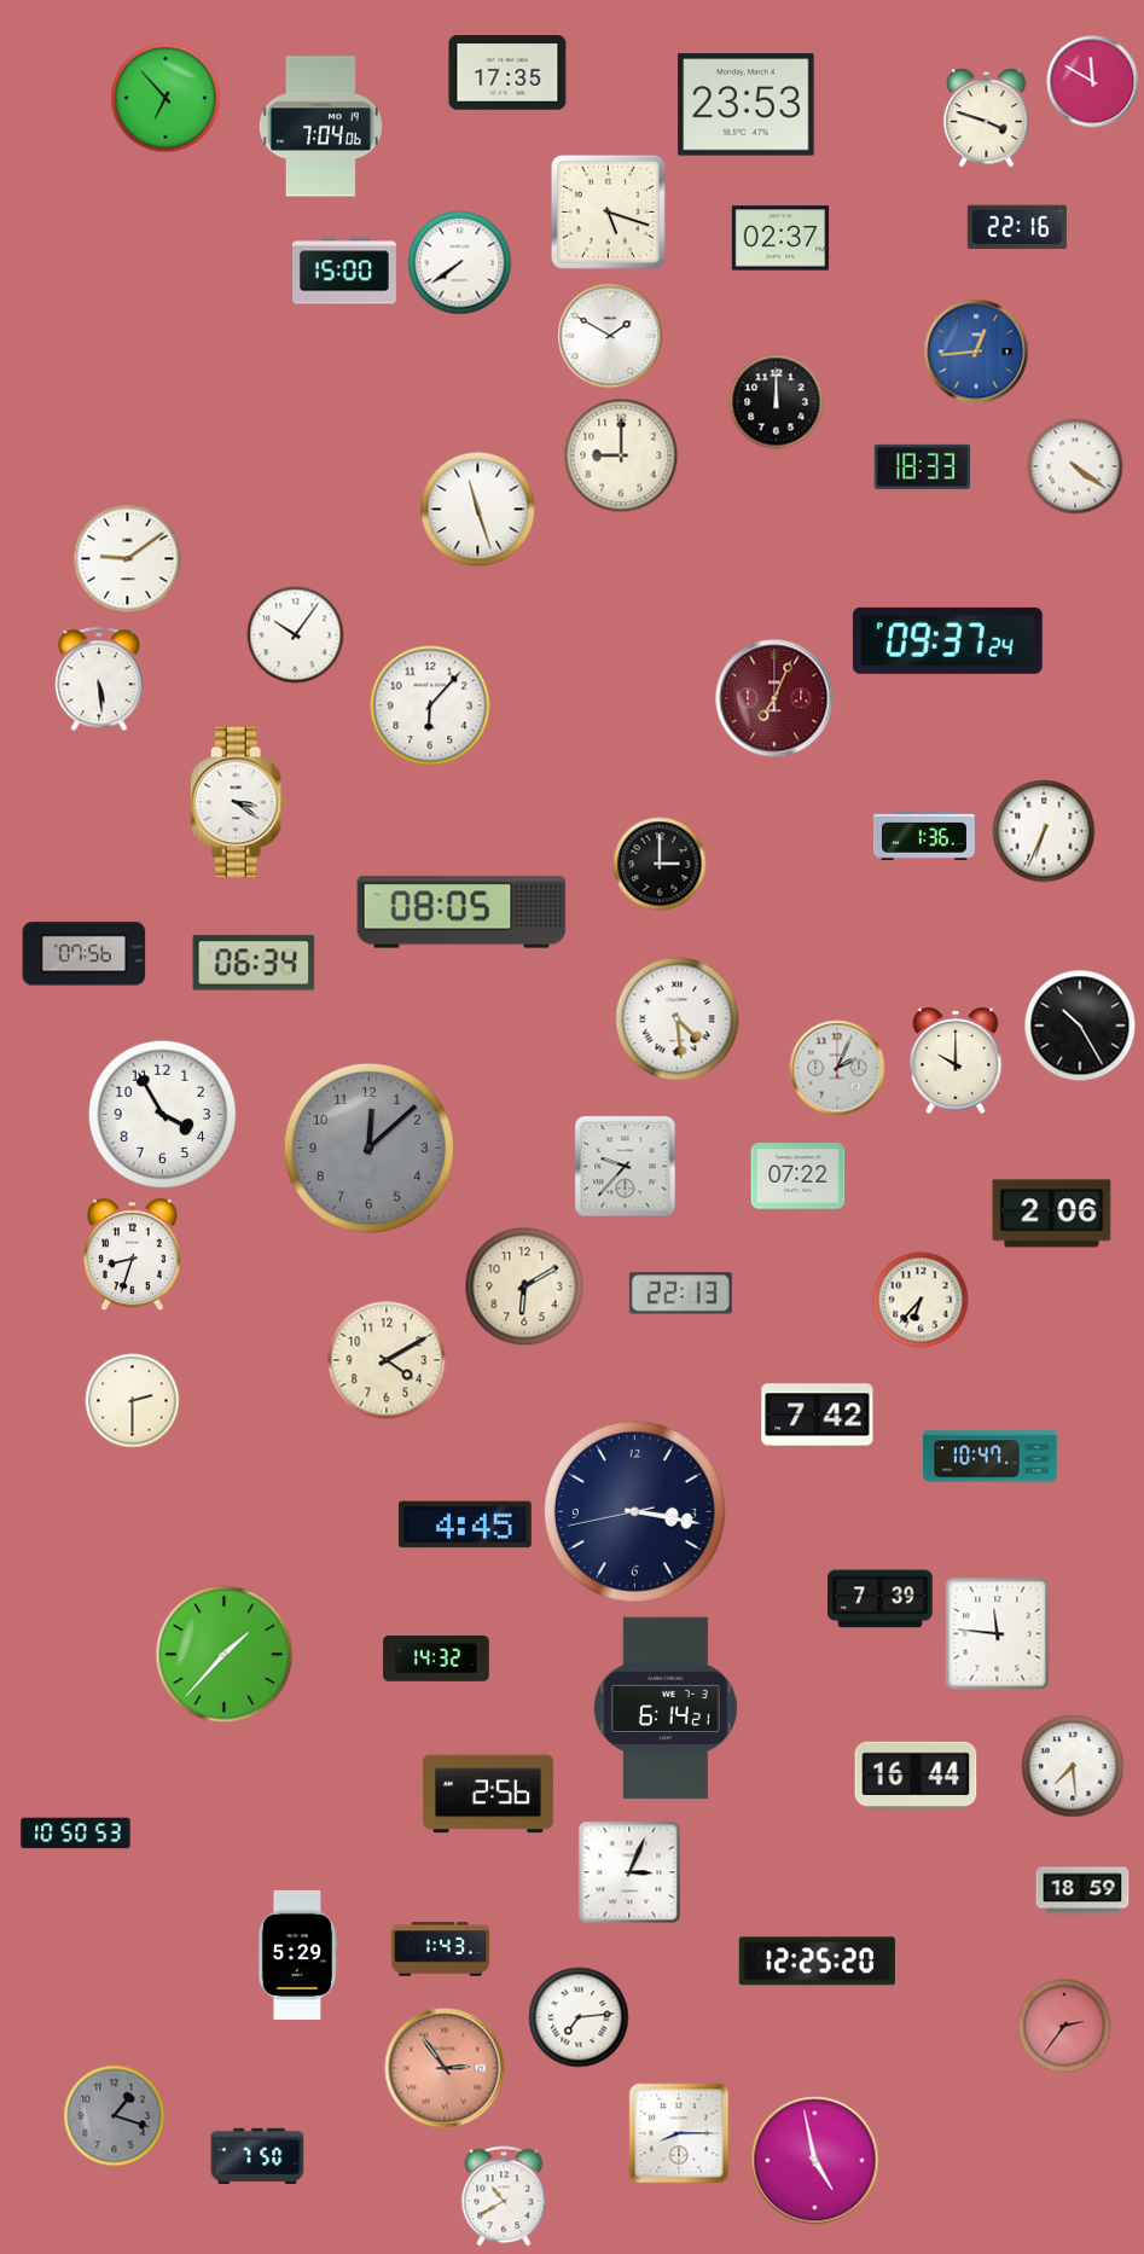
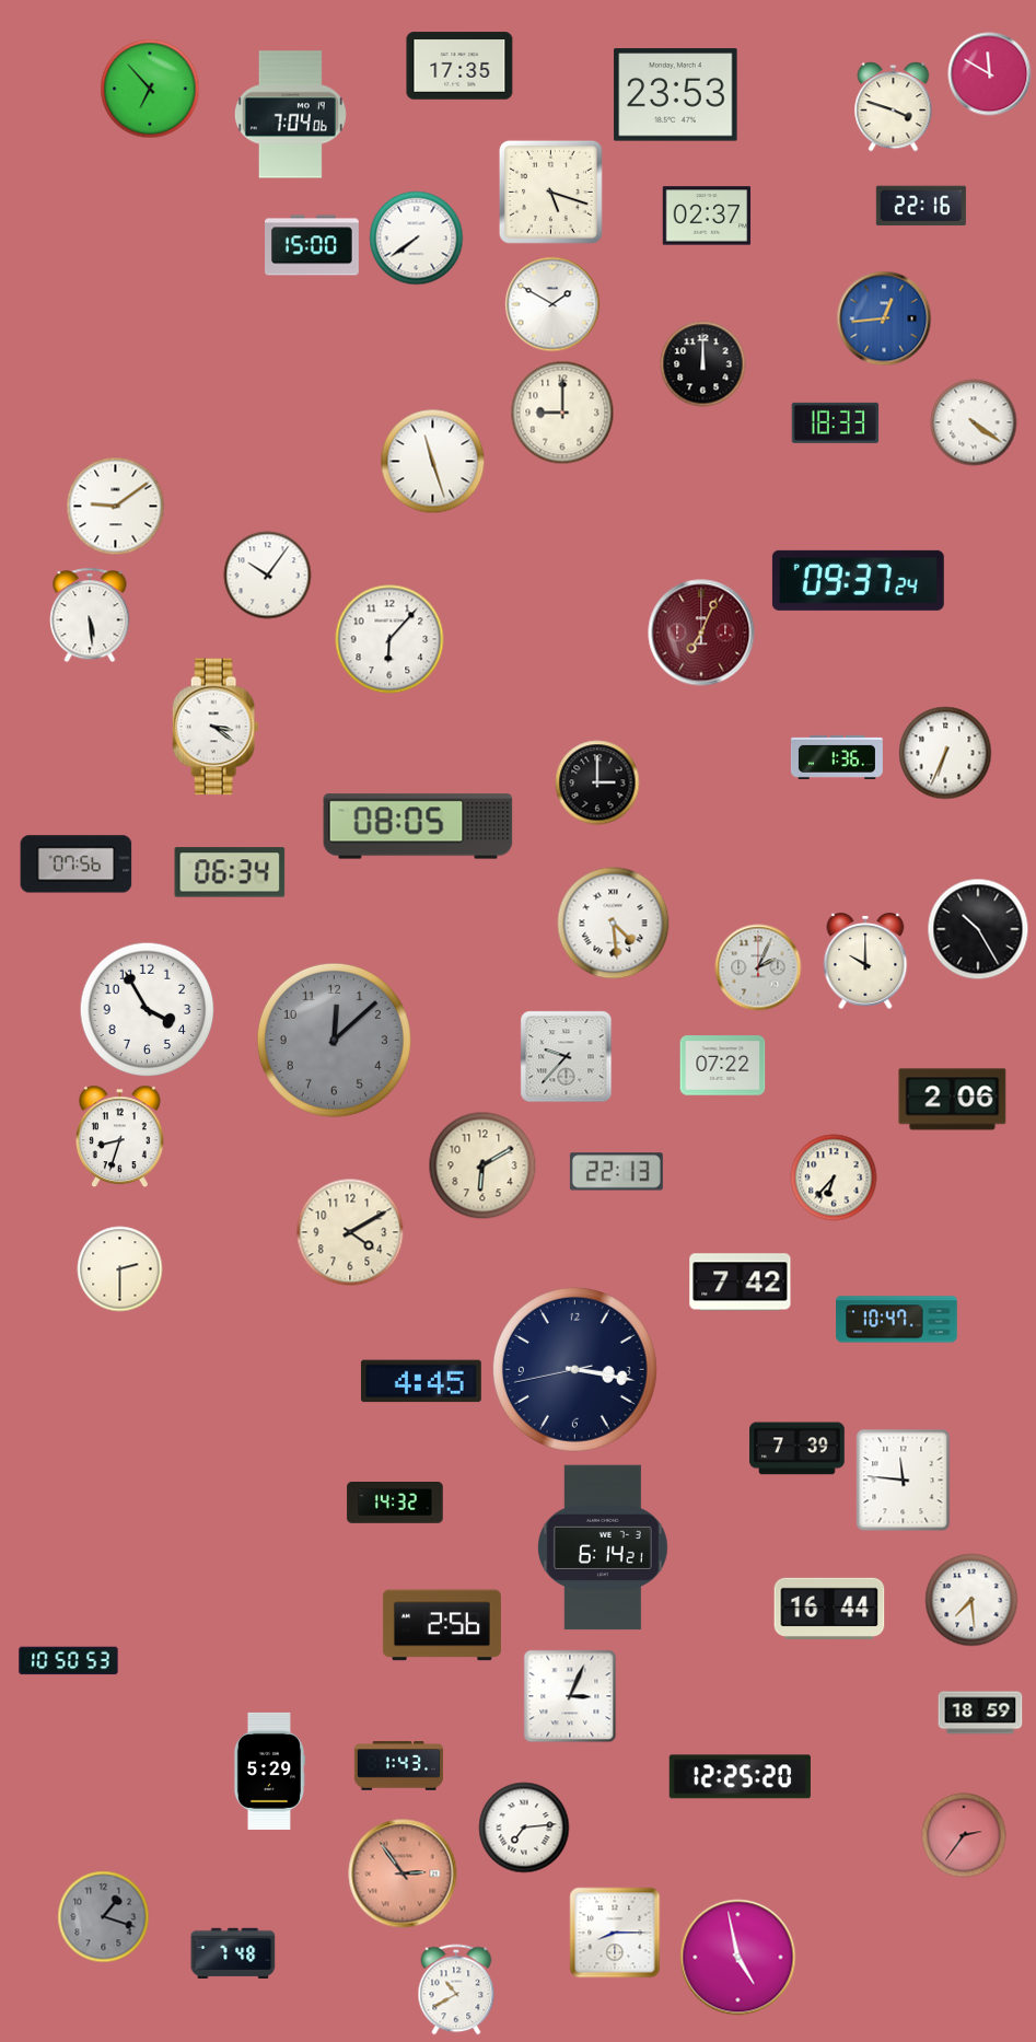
clock at (524, 1286) position: (524, 1286) -> (482, 1165)
clock at (225, 1655): 1:37 -> none
clock at (257, 2156): 7:50 -> 7:48
